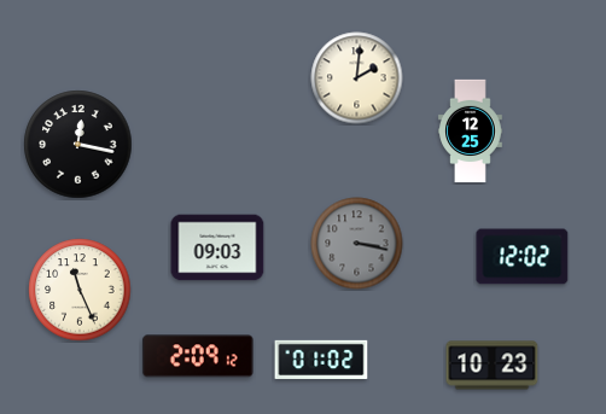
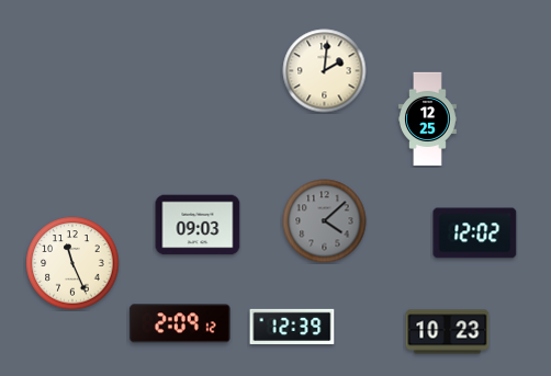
clock at (78, 145): 12:17 -> none
clock at (357, 244): 3:17 -> 4:08
clock at (321, 360): 01:02 -> 12:39
